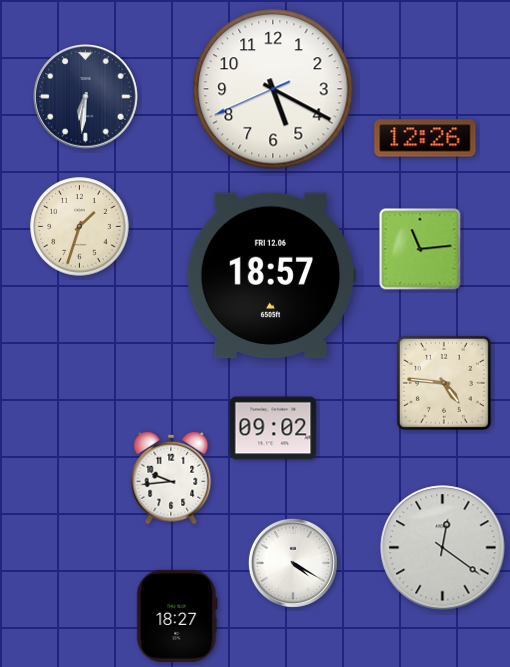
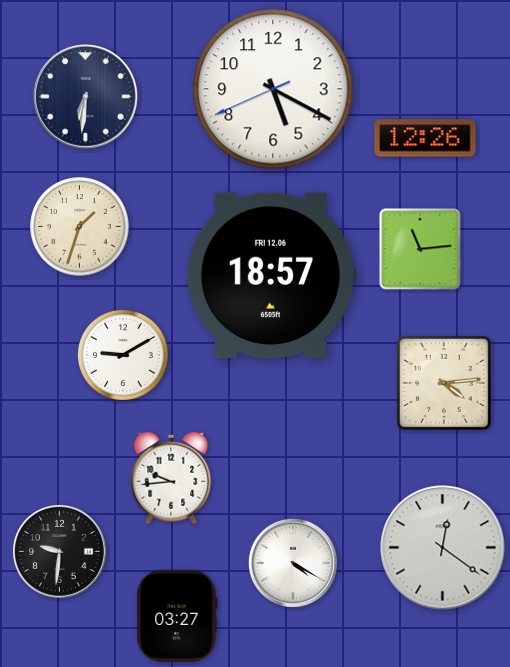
clock at (123, 355): none -> 9:10
clock at (444, 383): 4:46 -> 4:14
clock at (273, 428): 09:02 -> none
clock at (59, 551): none -> 9:31
clock at (177, 616): 18:27 -> 03:27
